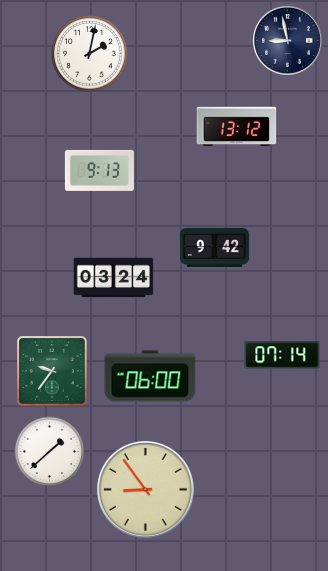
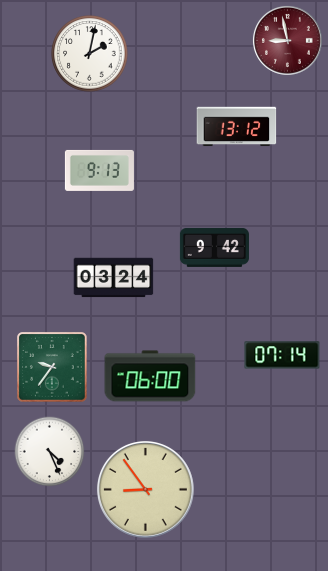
clock at (287, 40) dial: navy -> burgundy
clock at (53, 372) position: (53, 372) -> (53, 368)
clock at (50, 452): 1:38 -> 4:26
